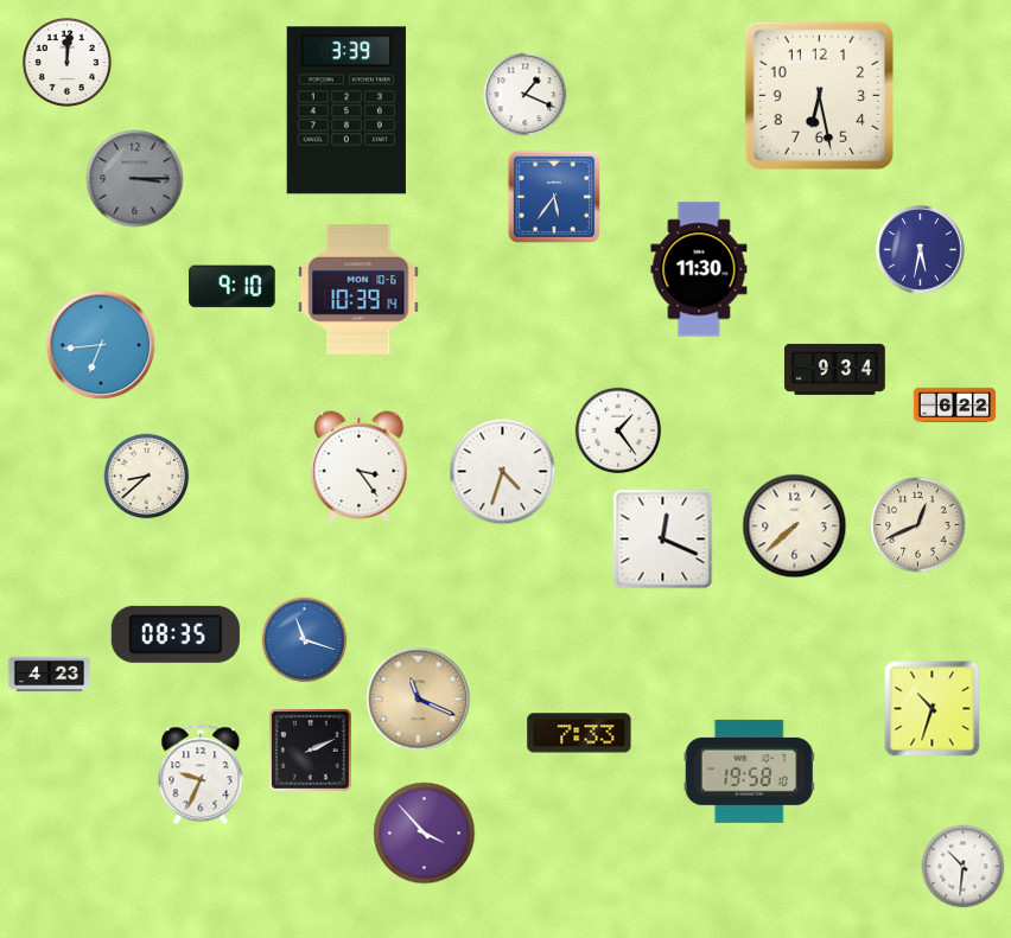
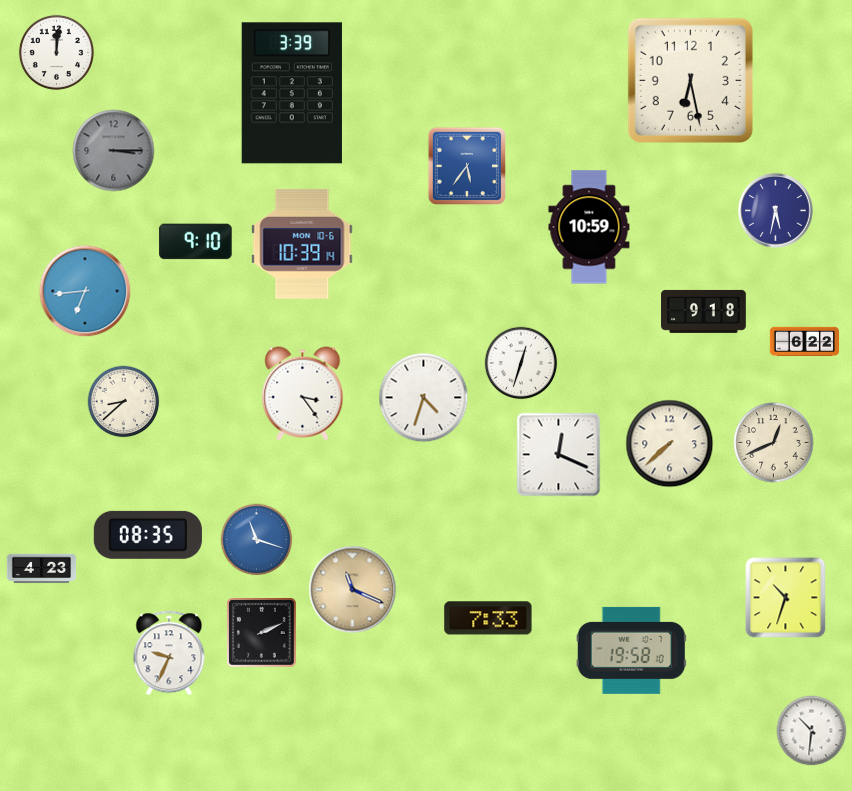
clock at (526, 95): 1:19 -> none
clock at (699, 269): 11:30 -> 10:59
clock at (835, 369): 9:34 -> 9:18
clock at (618, 430): 1:24 -> 12:33
clock at (425, 834): 3:53 -> none
